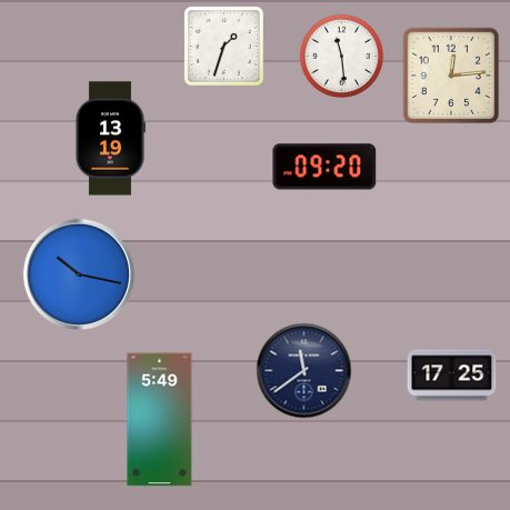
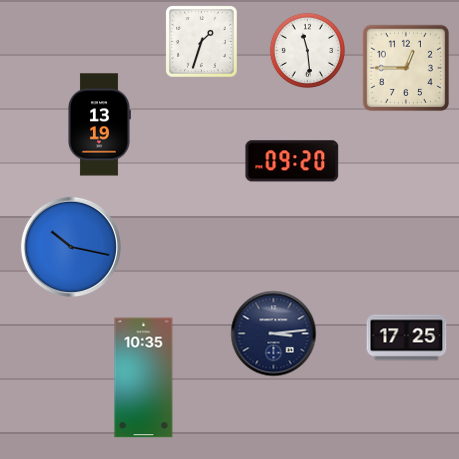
clock at (451, 76): 12:14 -> 12:45
clock at (324, 167) position: (324, 167) -> (292, 161)
clock at (304, 371): 11:39 -> 3:14
clock at (160, 420): 5:49 -> 10:35
